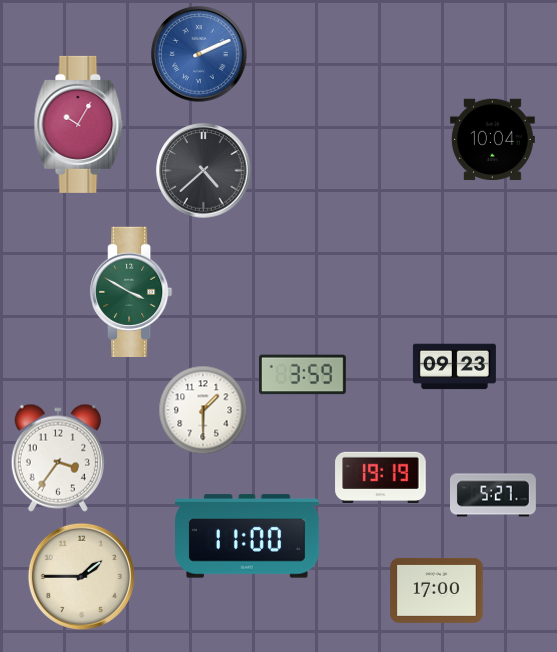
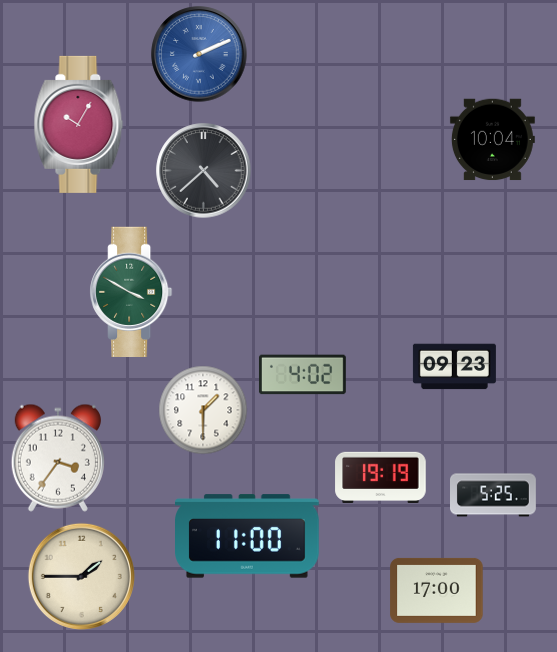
clock at (303, 375): 3:59 -> 4:02
clock at (494, 495): 5:27 -> 5:25
